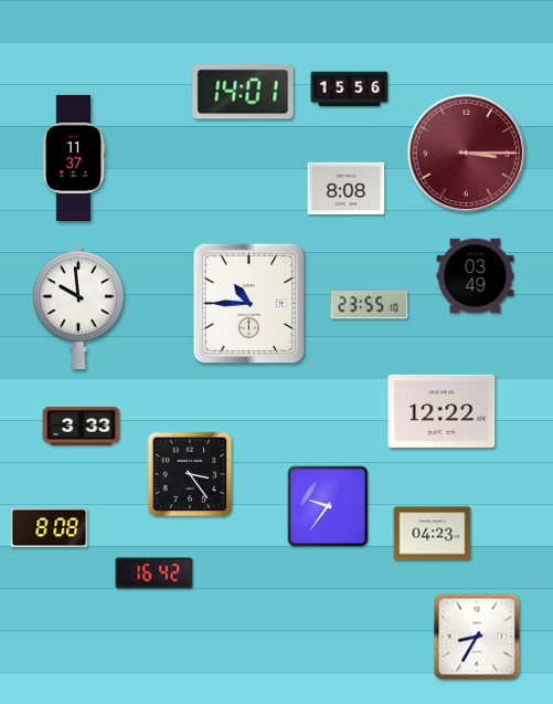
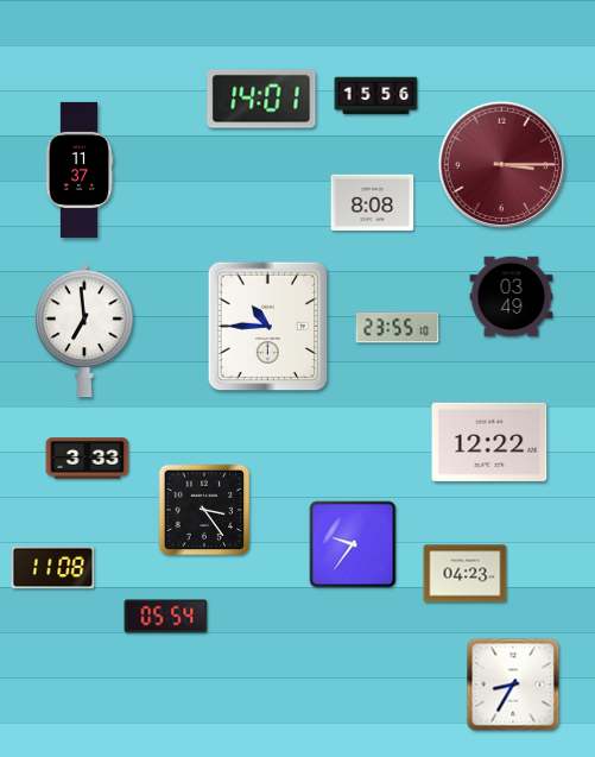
clock at (78, 307): 9:59 -> 6:59
clock at (442, 411) position: (442, 411) -> (489, 442)
clock at (50, 528): 8:08 -> 11:08
clock at (155, 574): 16:42 -> 05:54
